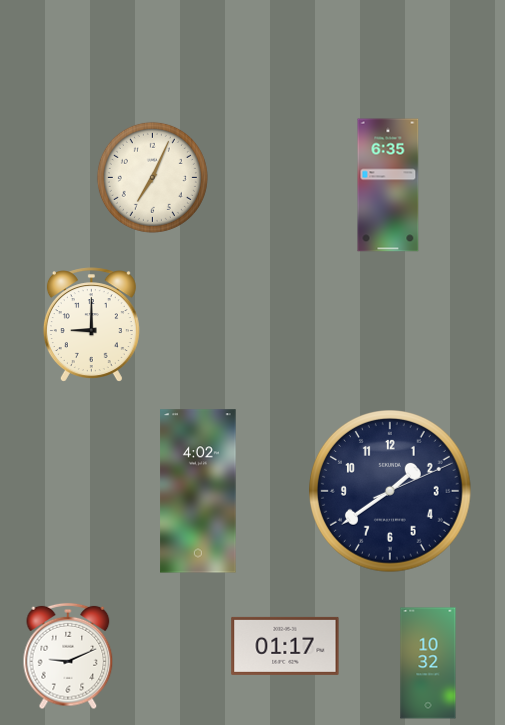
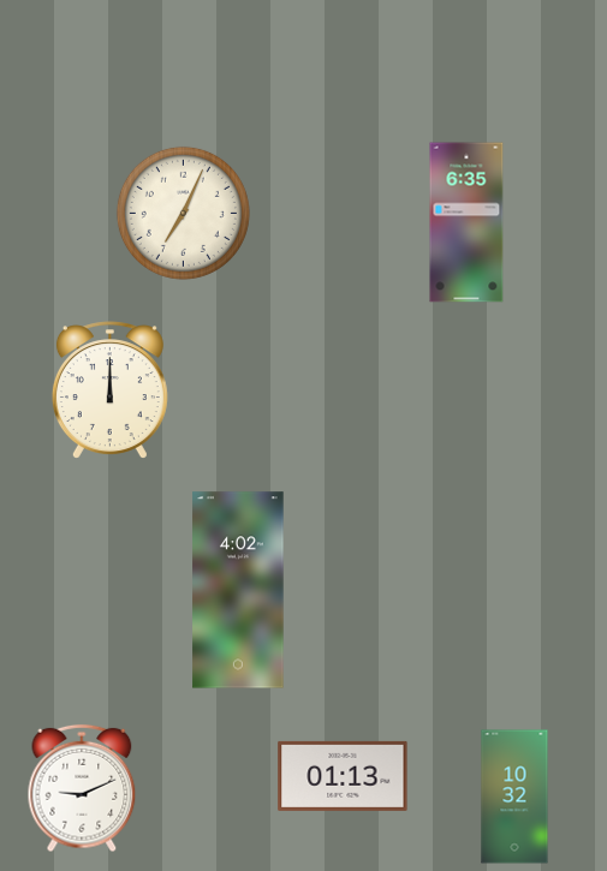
clock at (91, 325): 9:00 -> 12:00
clock at (391, 492): 1:39 -> none
clock at (285, 646): 01:17 -> 01:13
